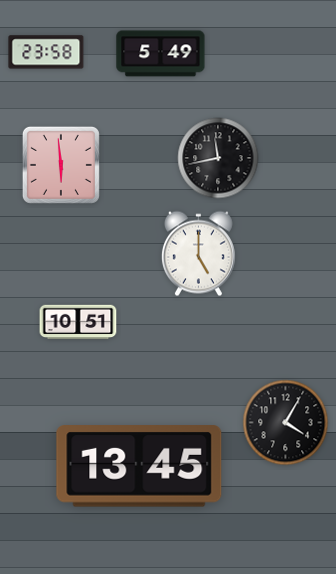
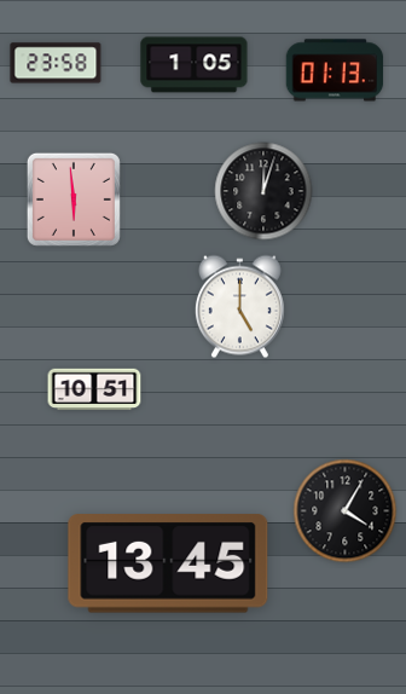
clock at (161, 54): 5:49 -> 1:05
clock at (335, 70): none -> 01:13
clock at (218, 158): 11:43 -> 12:03
